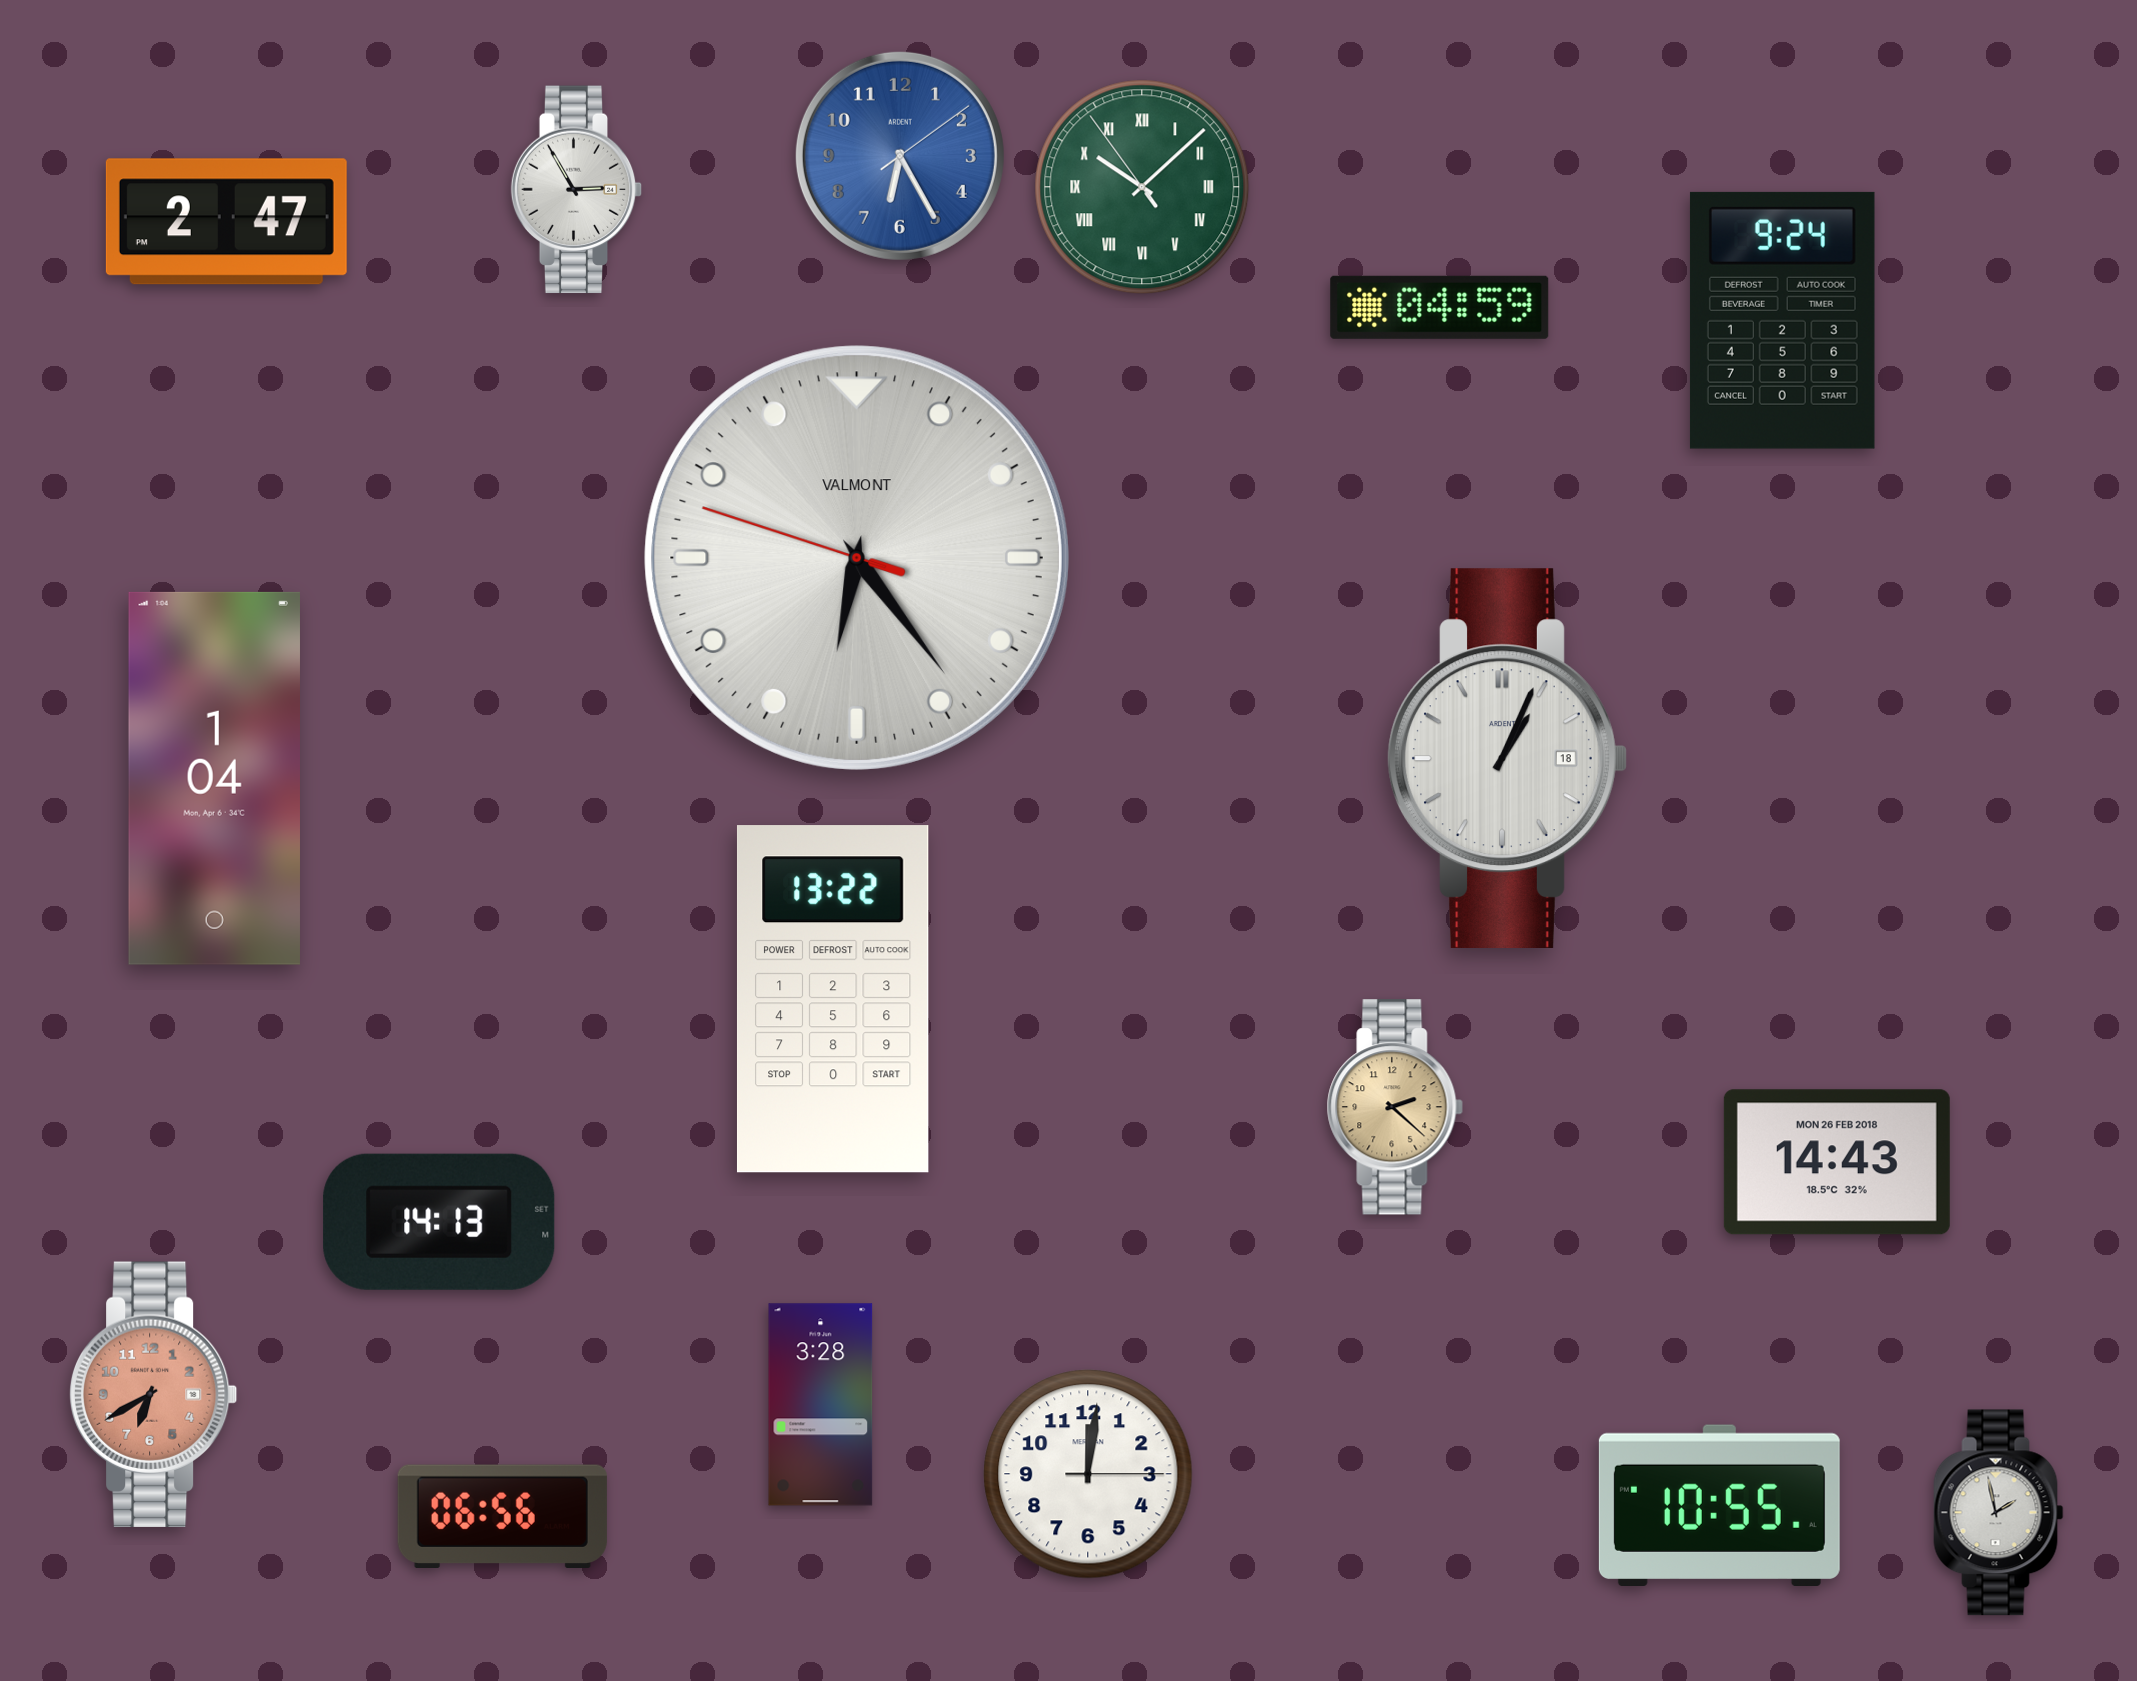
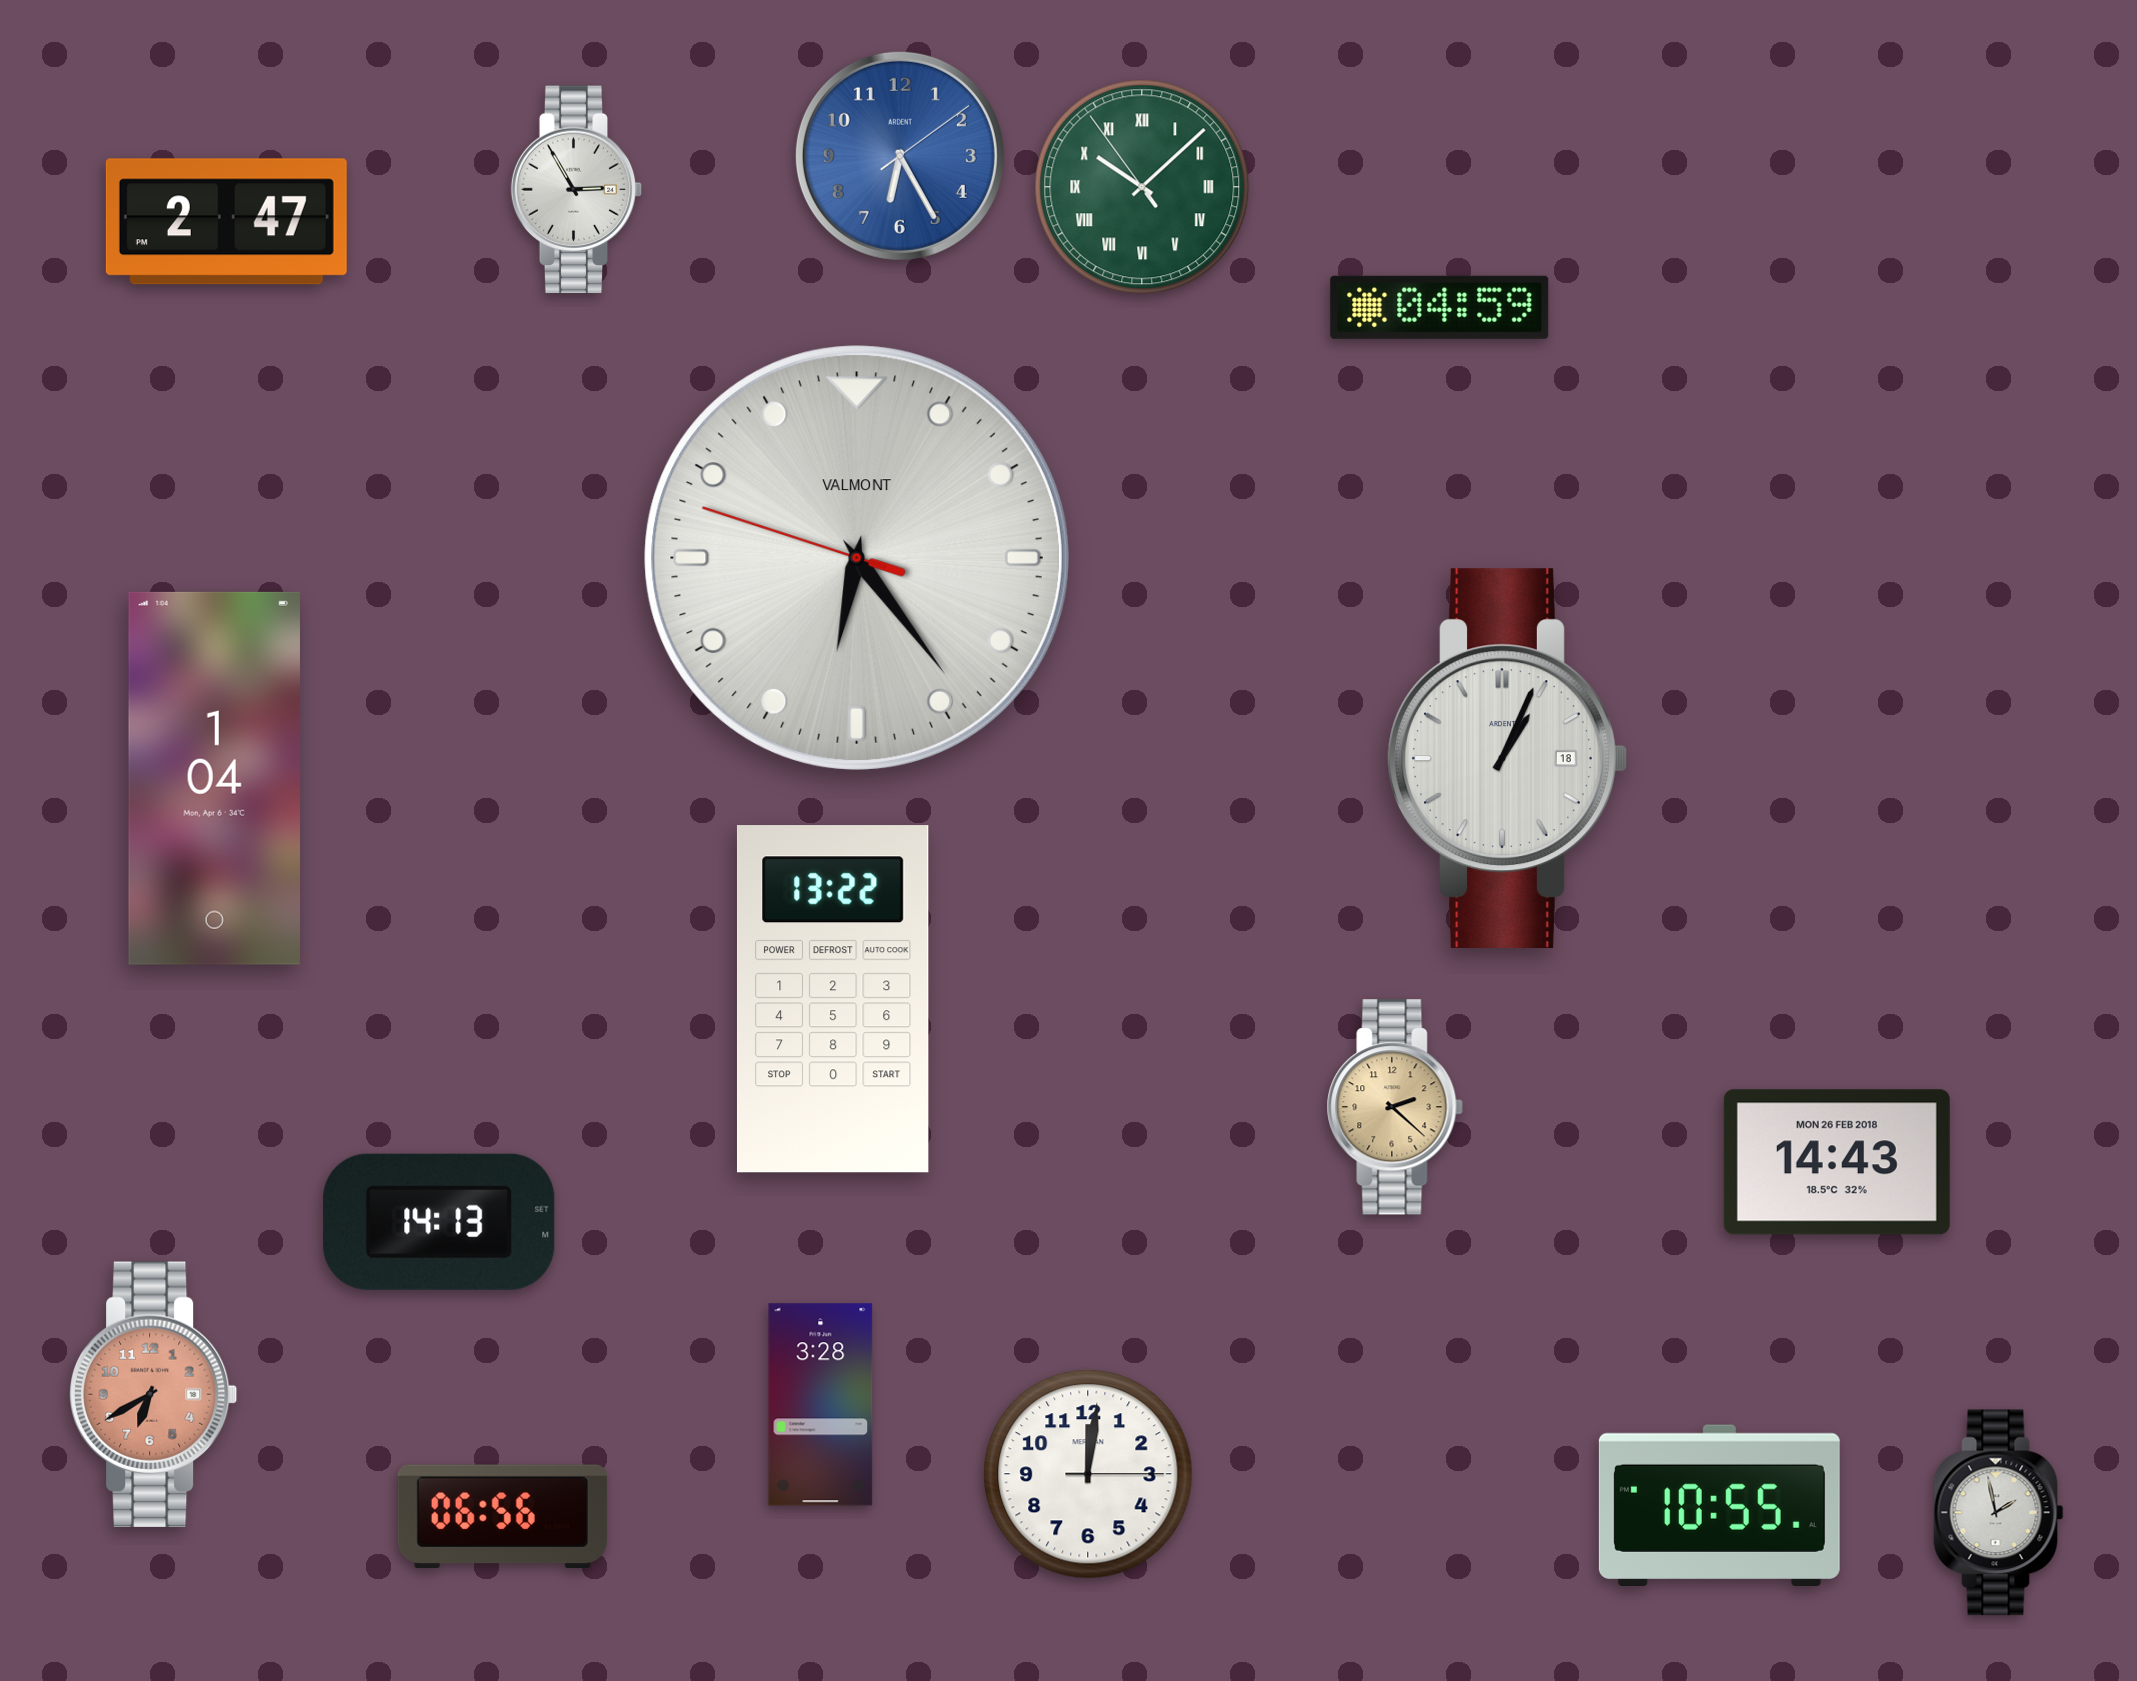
clock at (1782, 320): 9:24 -> none
